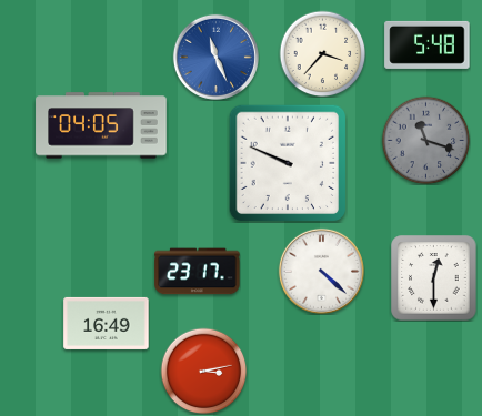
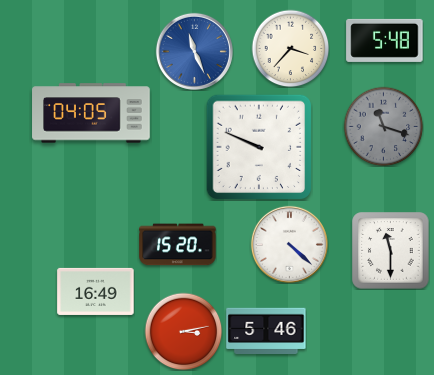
clock at (198, 272): 23:17 -> 15:20
clock at (434, 278): 12:30 -> 11:30
clock at (266, 330): none -> 5:46
clock at (203, 371) position: (203, 371) -> (183, 331)
